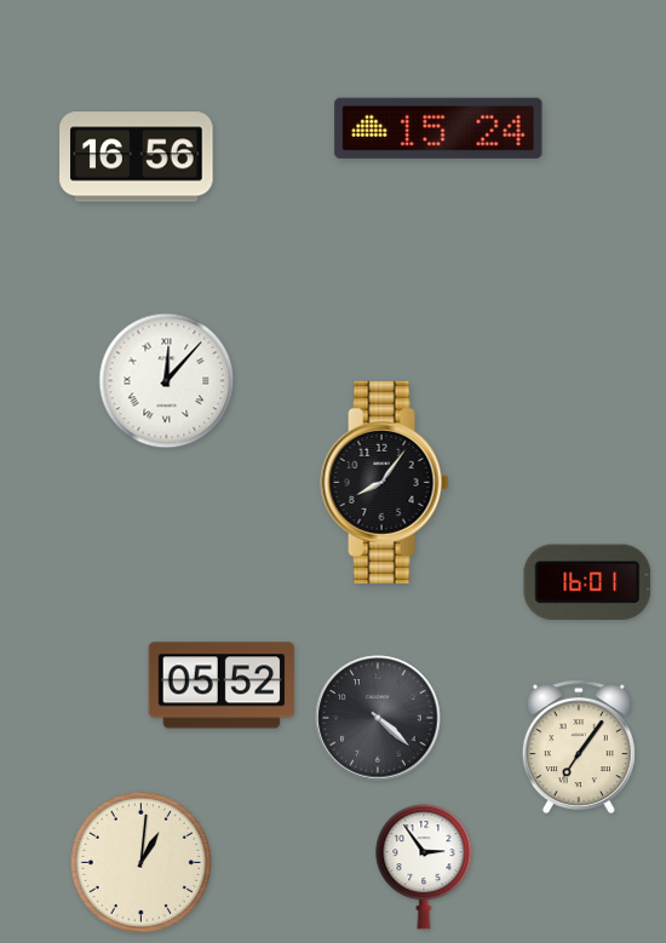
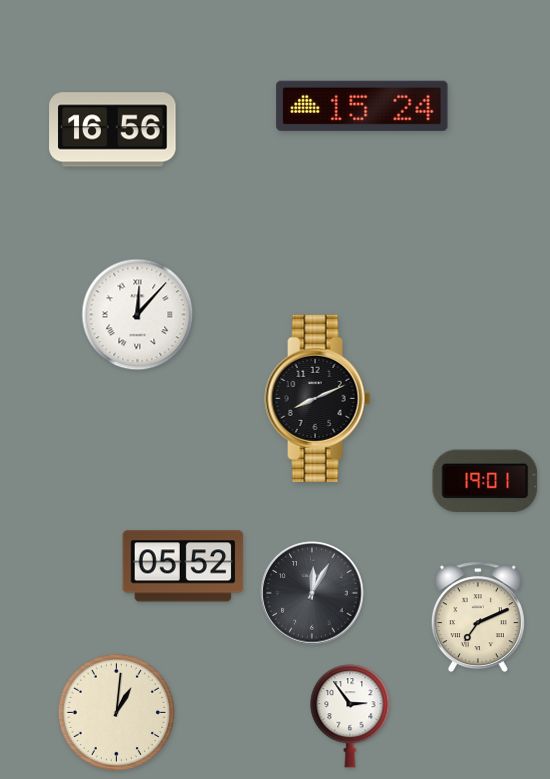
clock at (385, 482): 8:06 -> 8:11
clock at (587, 581): 16:01 -> 19:01
clock at (378, 718): 4:22 -> 12:05
clock at (579, 747): 7:06 -> 7:11
